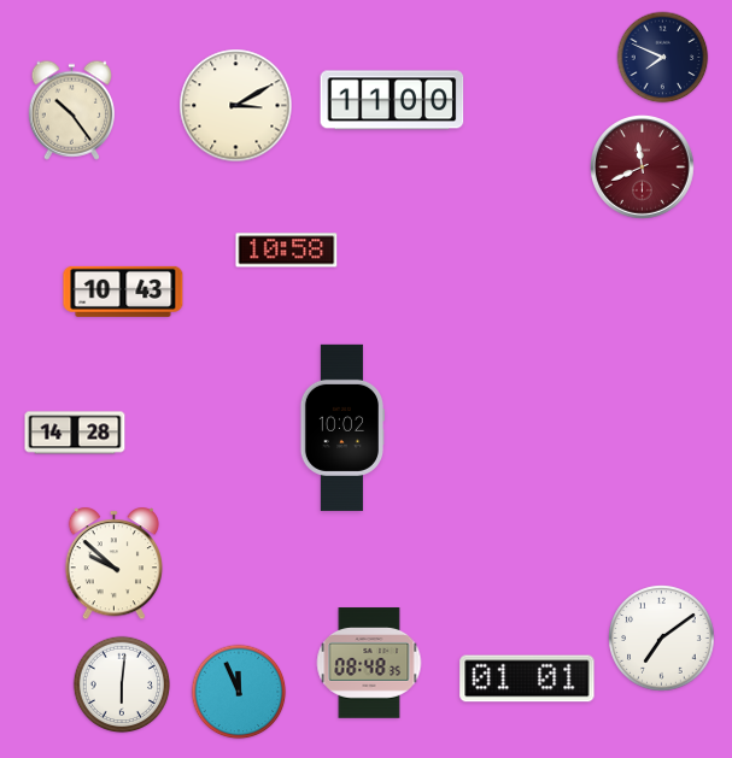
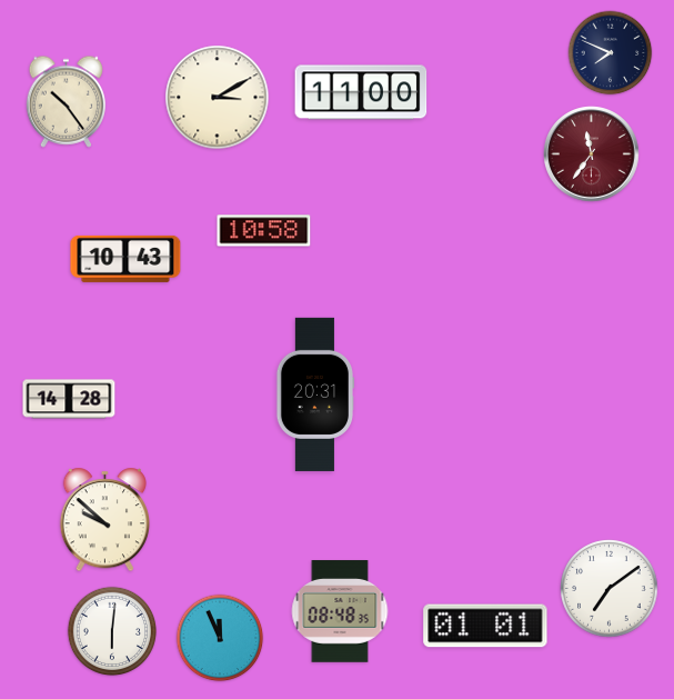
clock at (643, 168): 11:41 -> 11:36
clock at (123, 292) position: (123, 292) -> (125, 259)
clock at (341, 428): 10:02 -> 20:31
